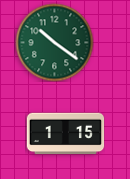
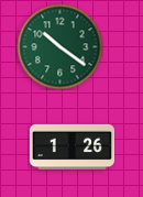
clock at (65, 134): 1:15 -> 1:26
